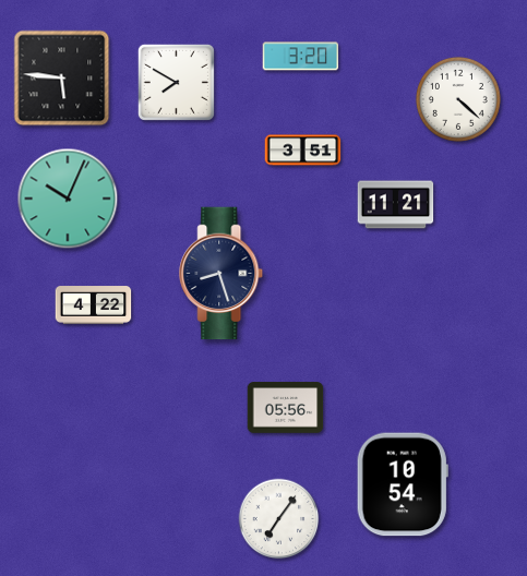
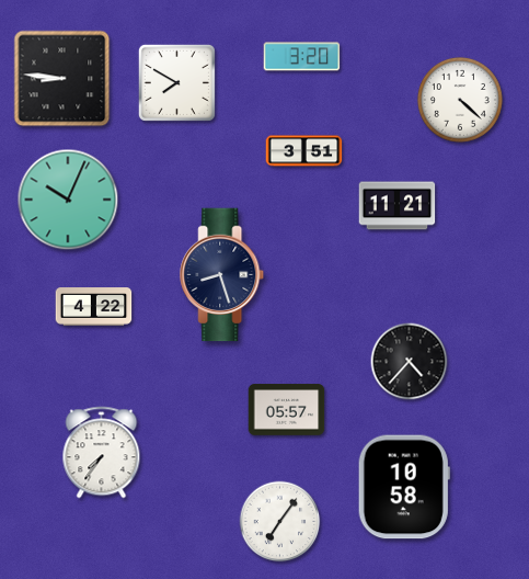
clock at (62, 79): 5:46 -> 8:46
clock at (410, 362): none -> 4:37
clock at (286, 408): 05:56 -> 05:57
clock at (102, 453): none -> 7:36
clock at (403, 484): 10:54 -> 10:58
